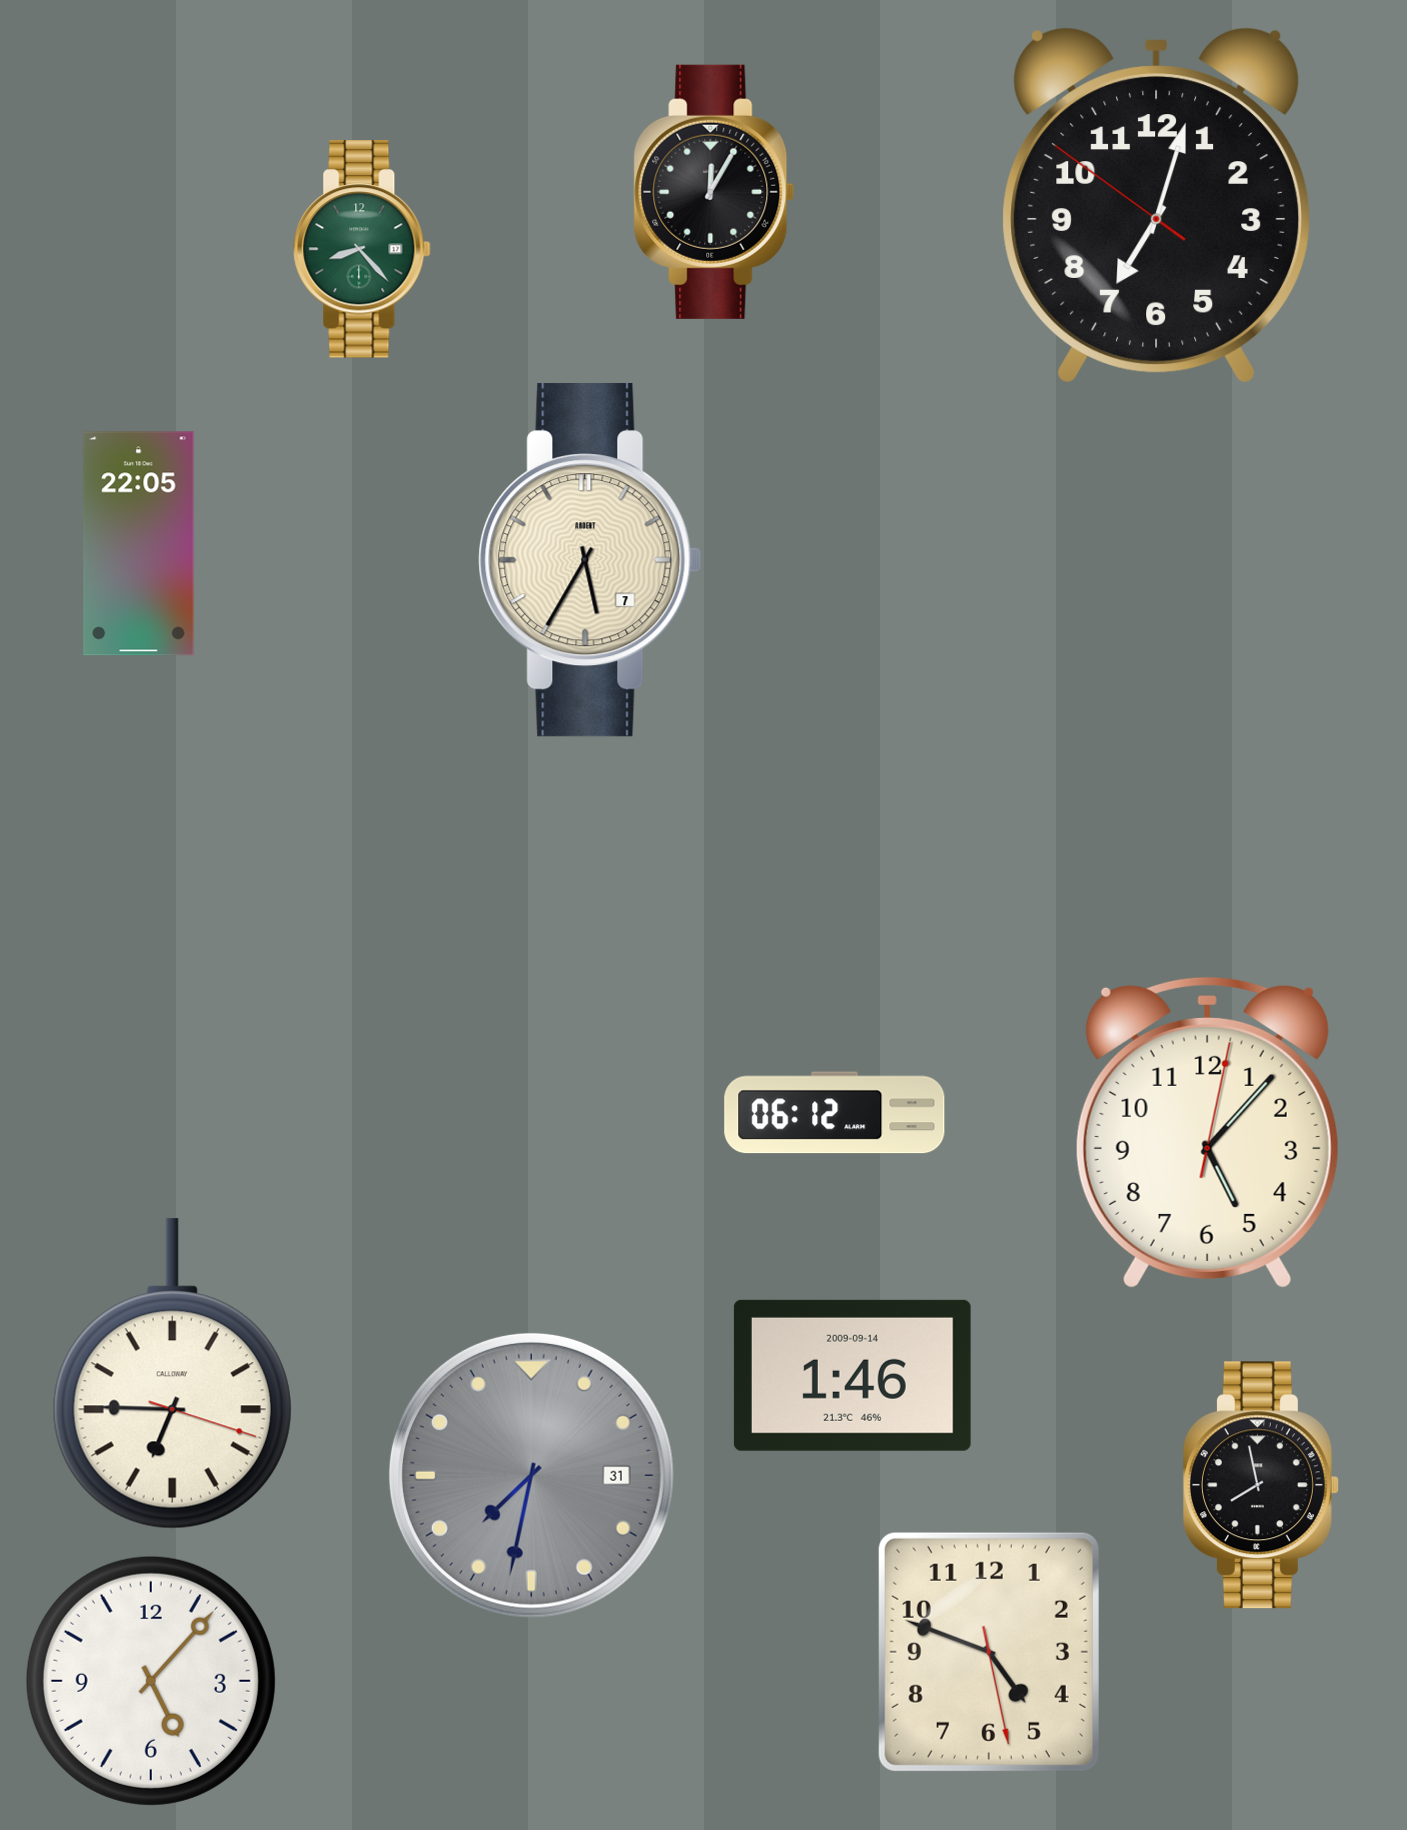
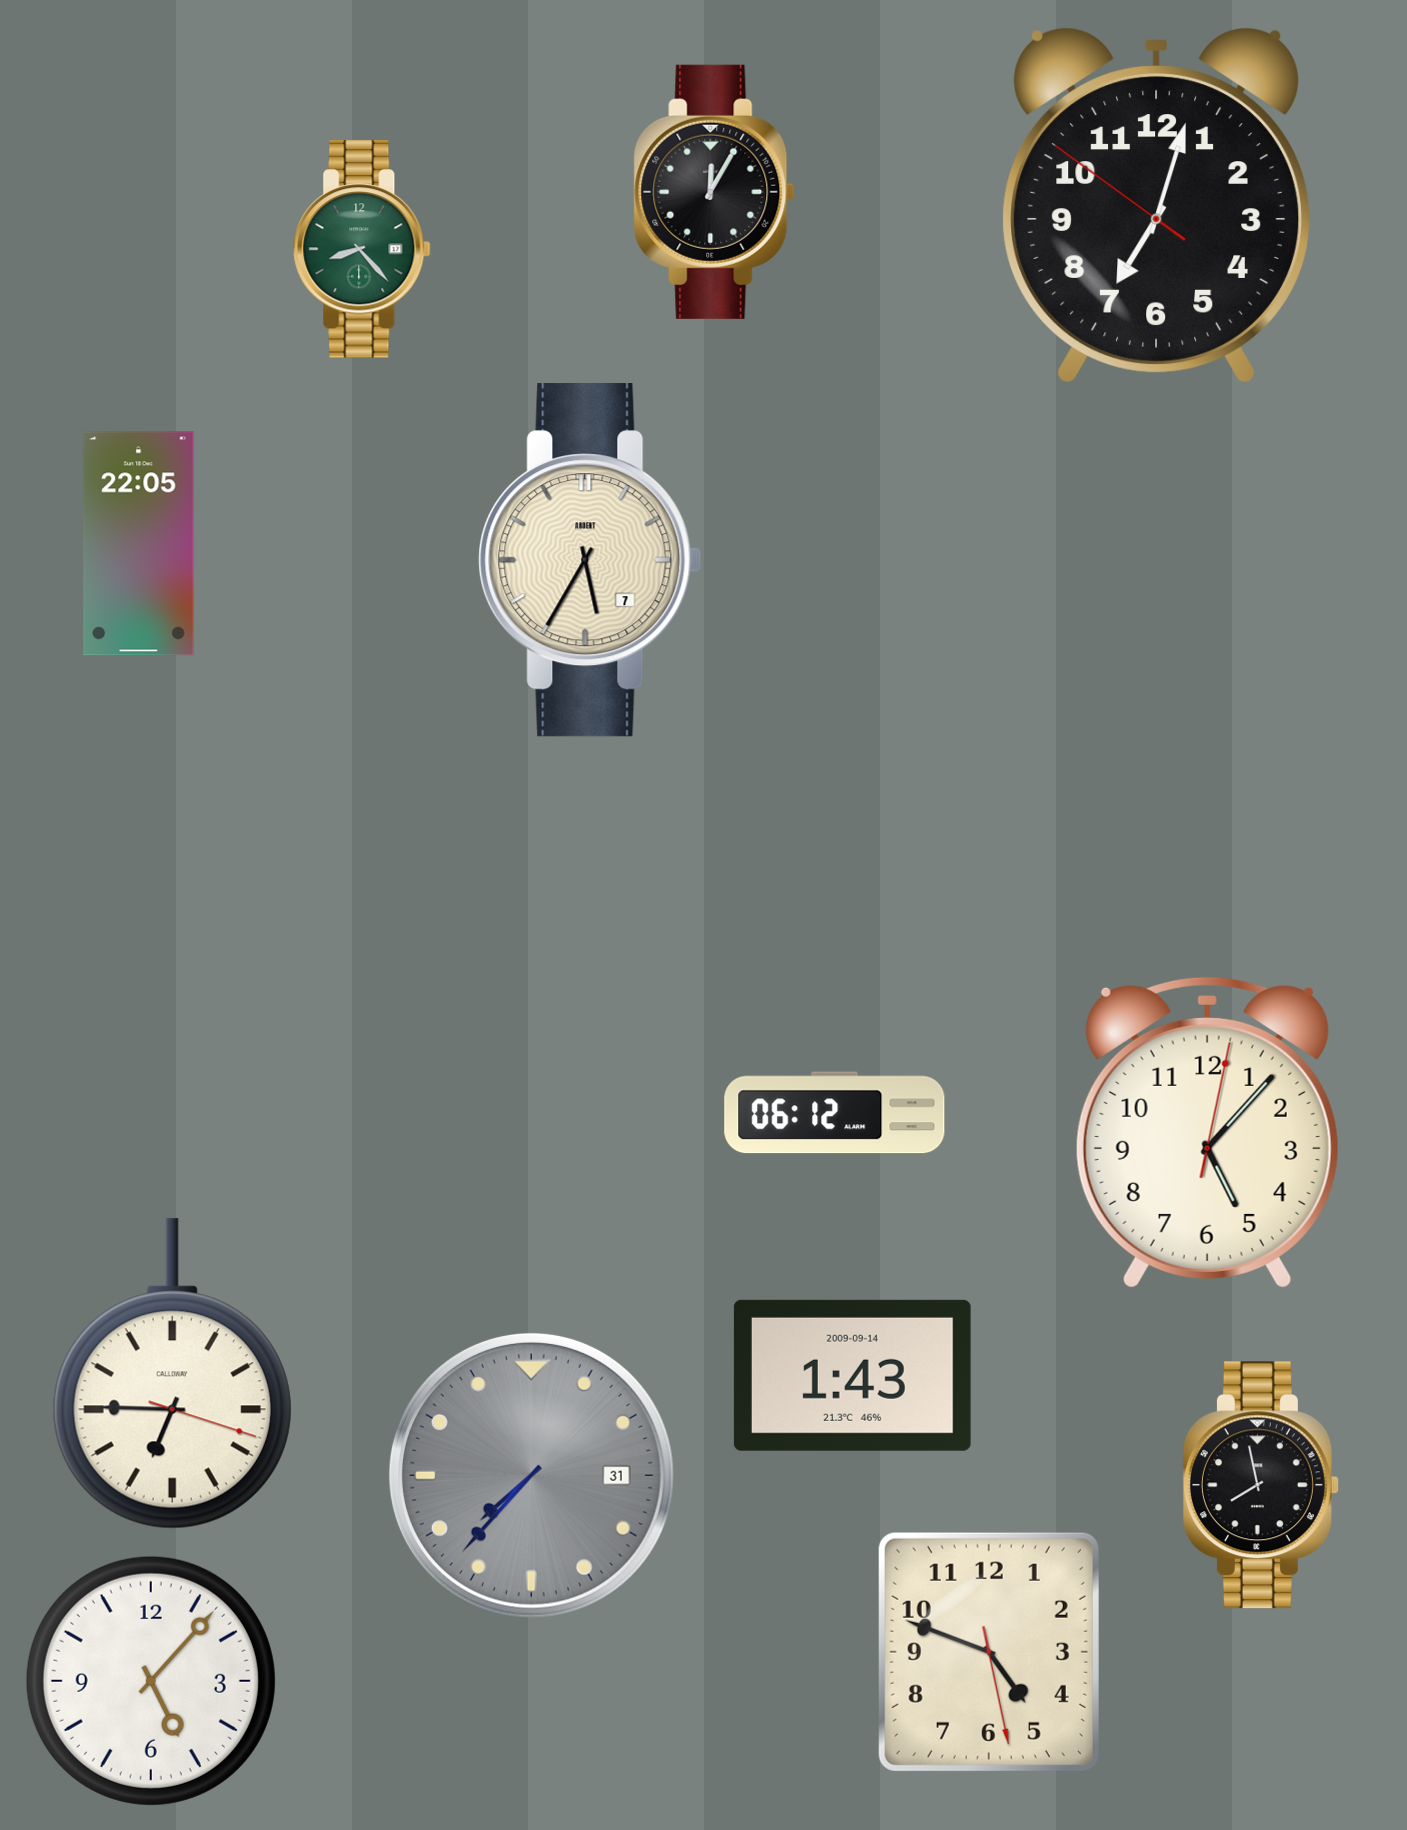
clock at (852, 1375): 1:46 -> 1:43
clock at (531, 1475): 7:32 -> 7:37
